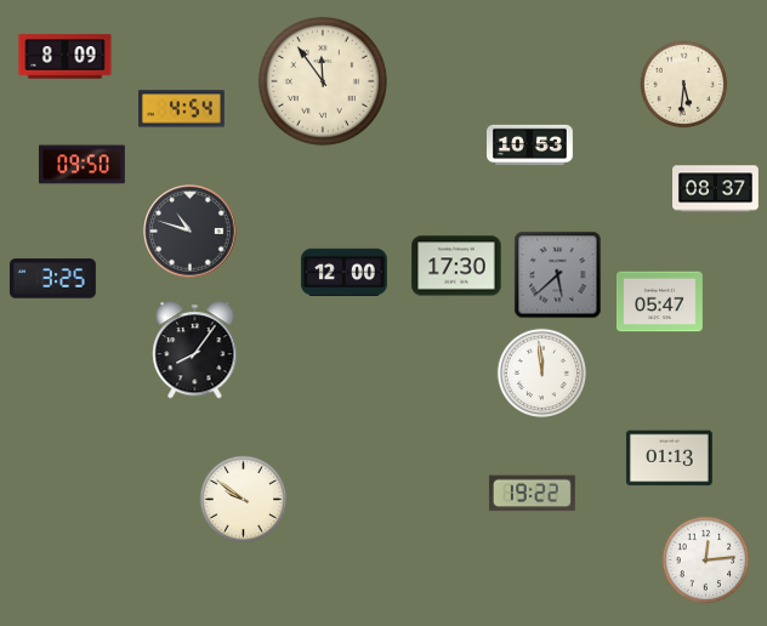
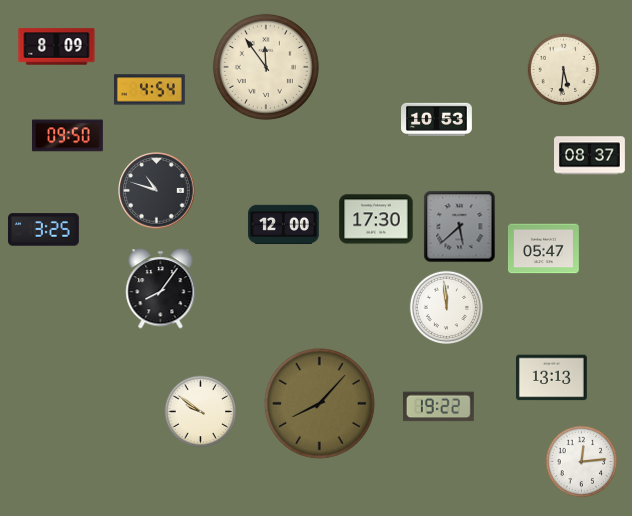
clock at (66, 57) position: (66, 57) -> (57, 47)
clock at (669, 459): 01:13 -> 13:13
clock at (320, 404): none -> 8:07
